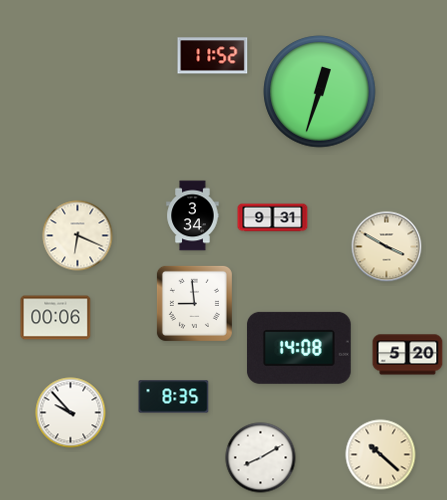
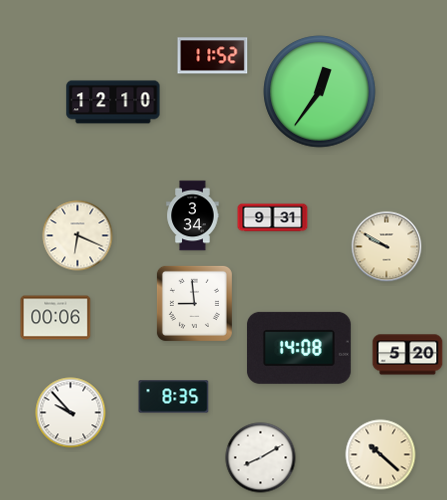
clock at (320, 92): 12:33 -> 12:36
clock at (113, 102): none -> 12:10
clock at (387, 247): 3:50 -> 9:50
